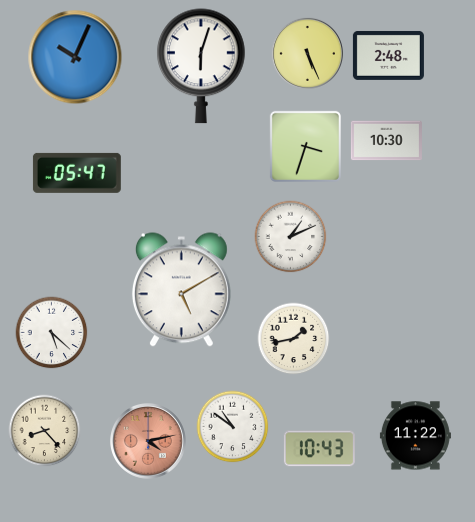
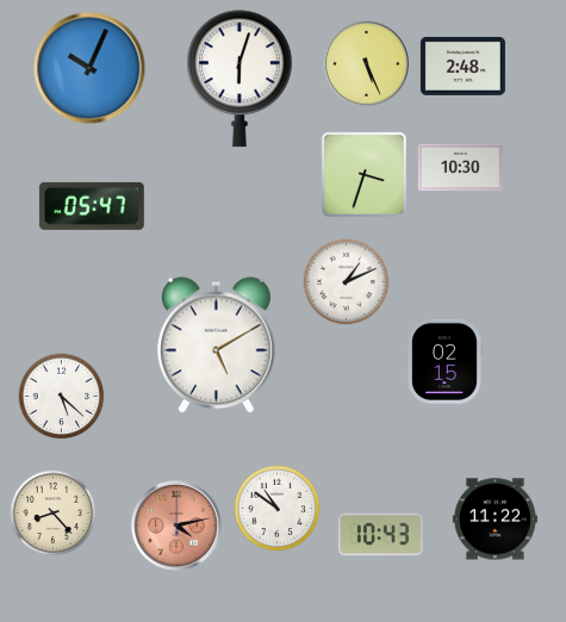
clock at (444, 361): none -> 02:15
clock at (294, 339): 1:43 -> none
